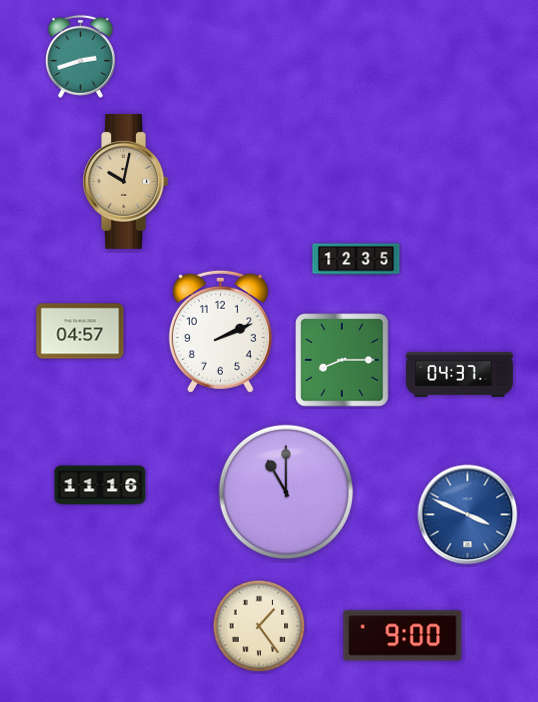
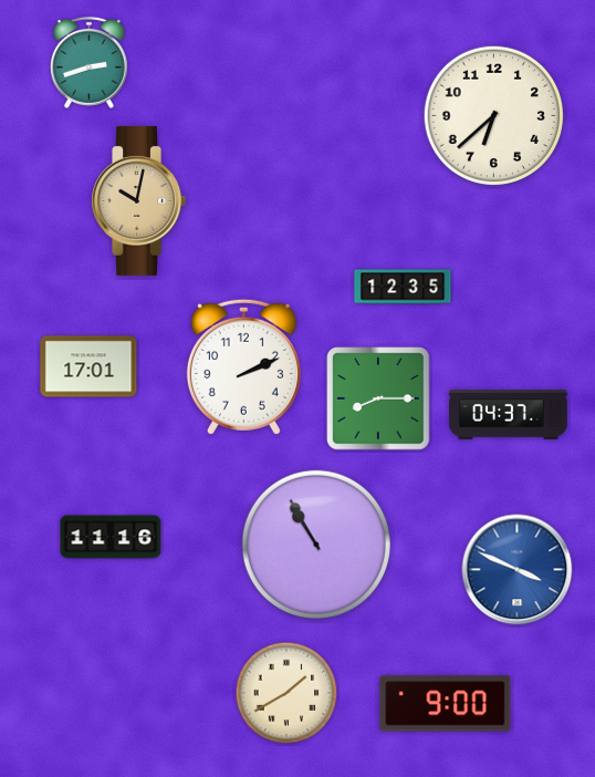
clock at (493, 115): none -> 6:38
clock at (356, 259) position: (356, 259) -> (403, 287)
clock at (80, 331): 04:57 -> 17:01
clock at (286, 492): 11:00 -> 10:55
clock at (259, 626): 1:24 -> 1:40
